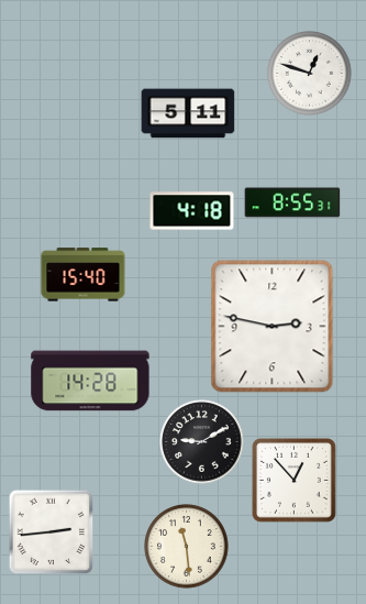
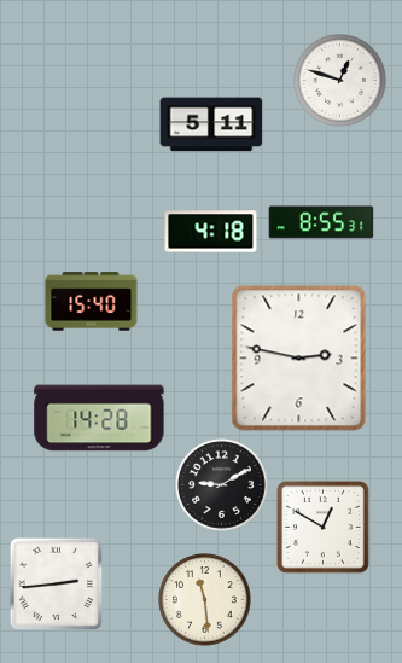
clock at (188, 113) position: (188, 113) -> (211, 124)
clock at (293, 480): 12:53 -> 12:50
